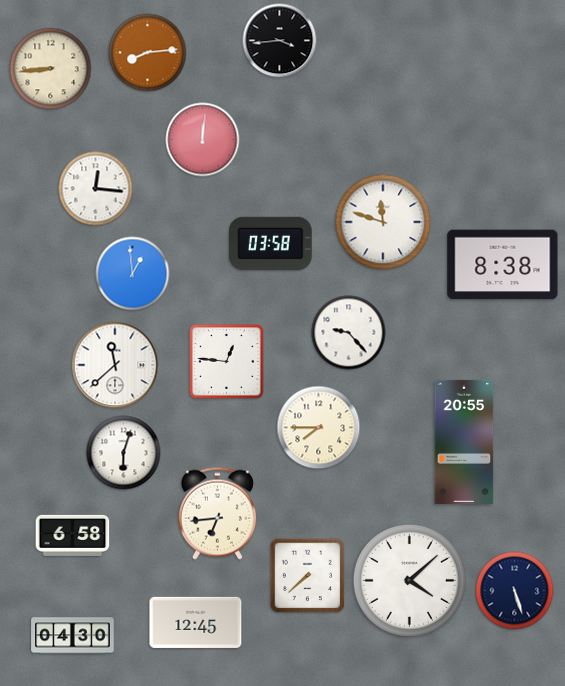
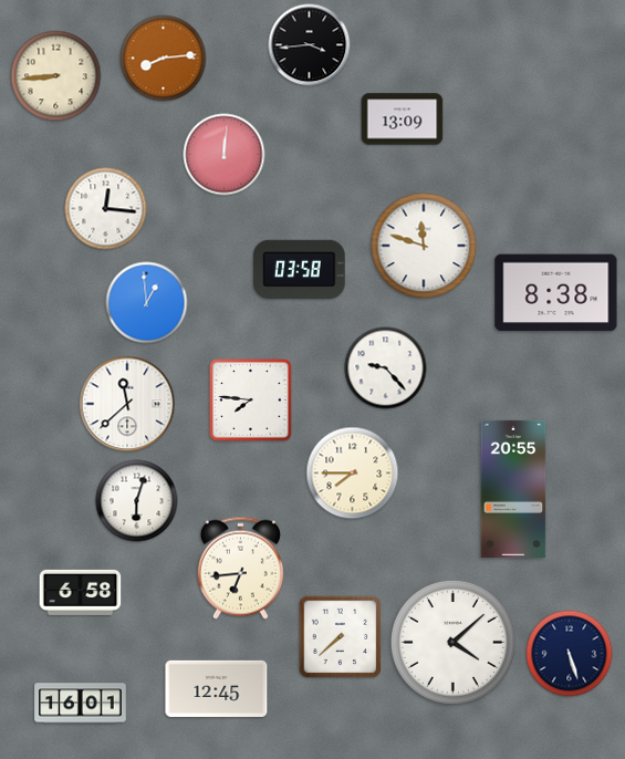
clock at (403, 119): none -> 13:09
clock at (227, 362): 12:46 -> 7:46
clock at (73, 636): 04:30 -> 16:01
